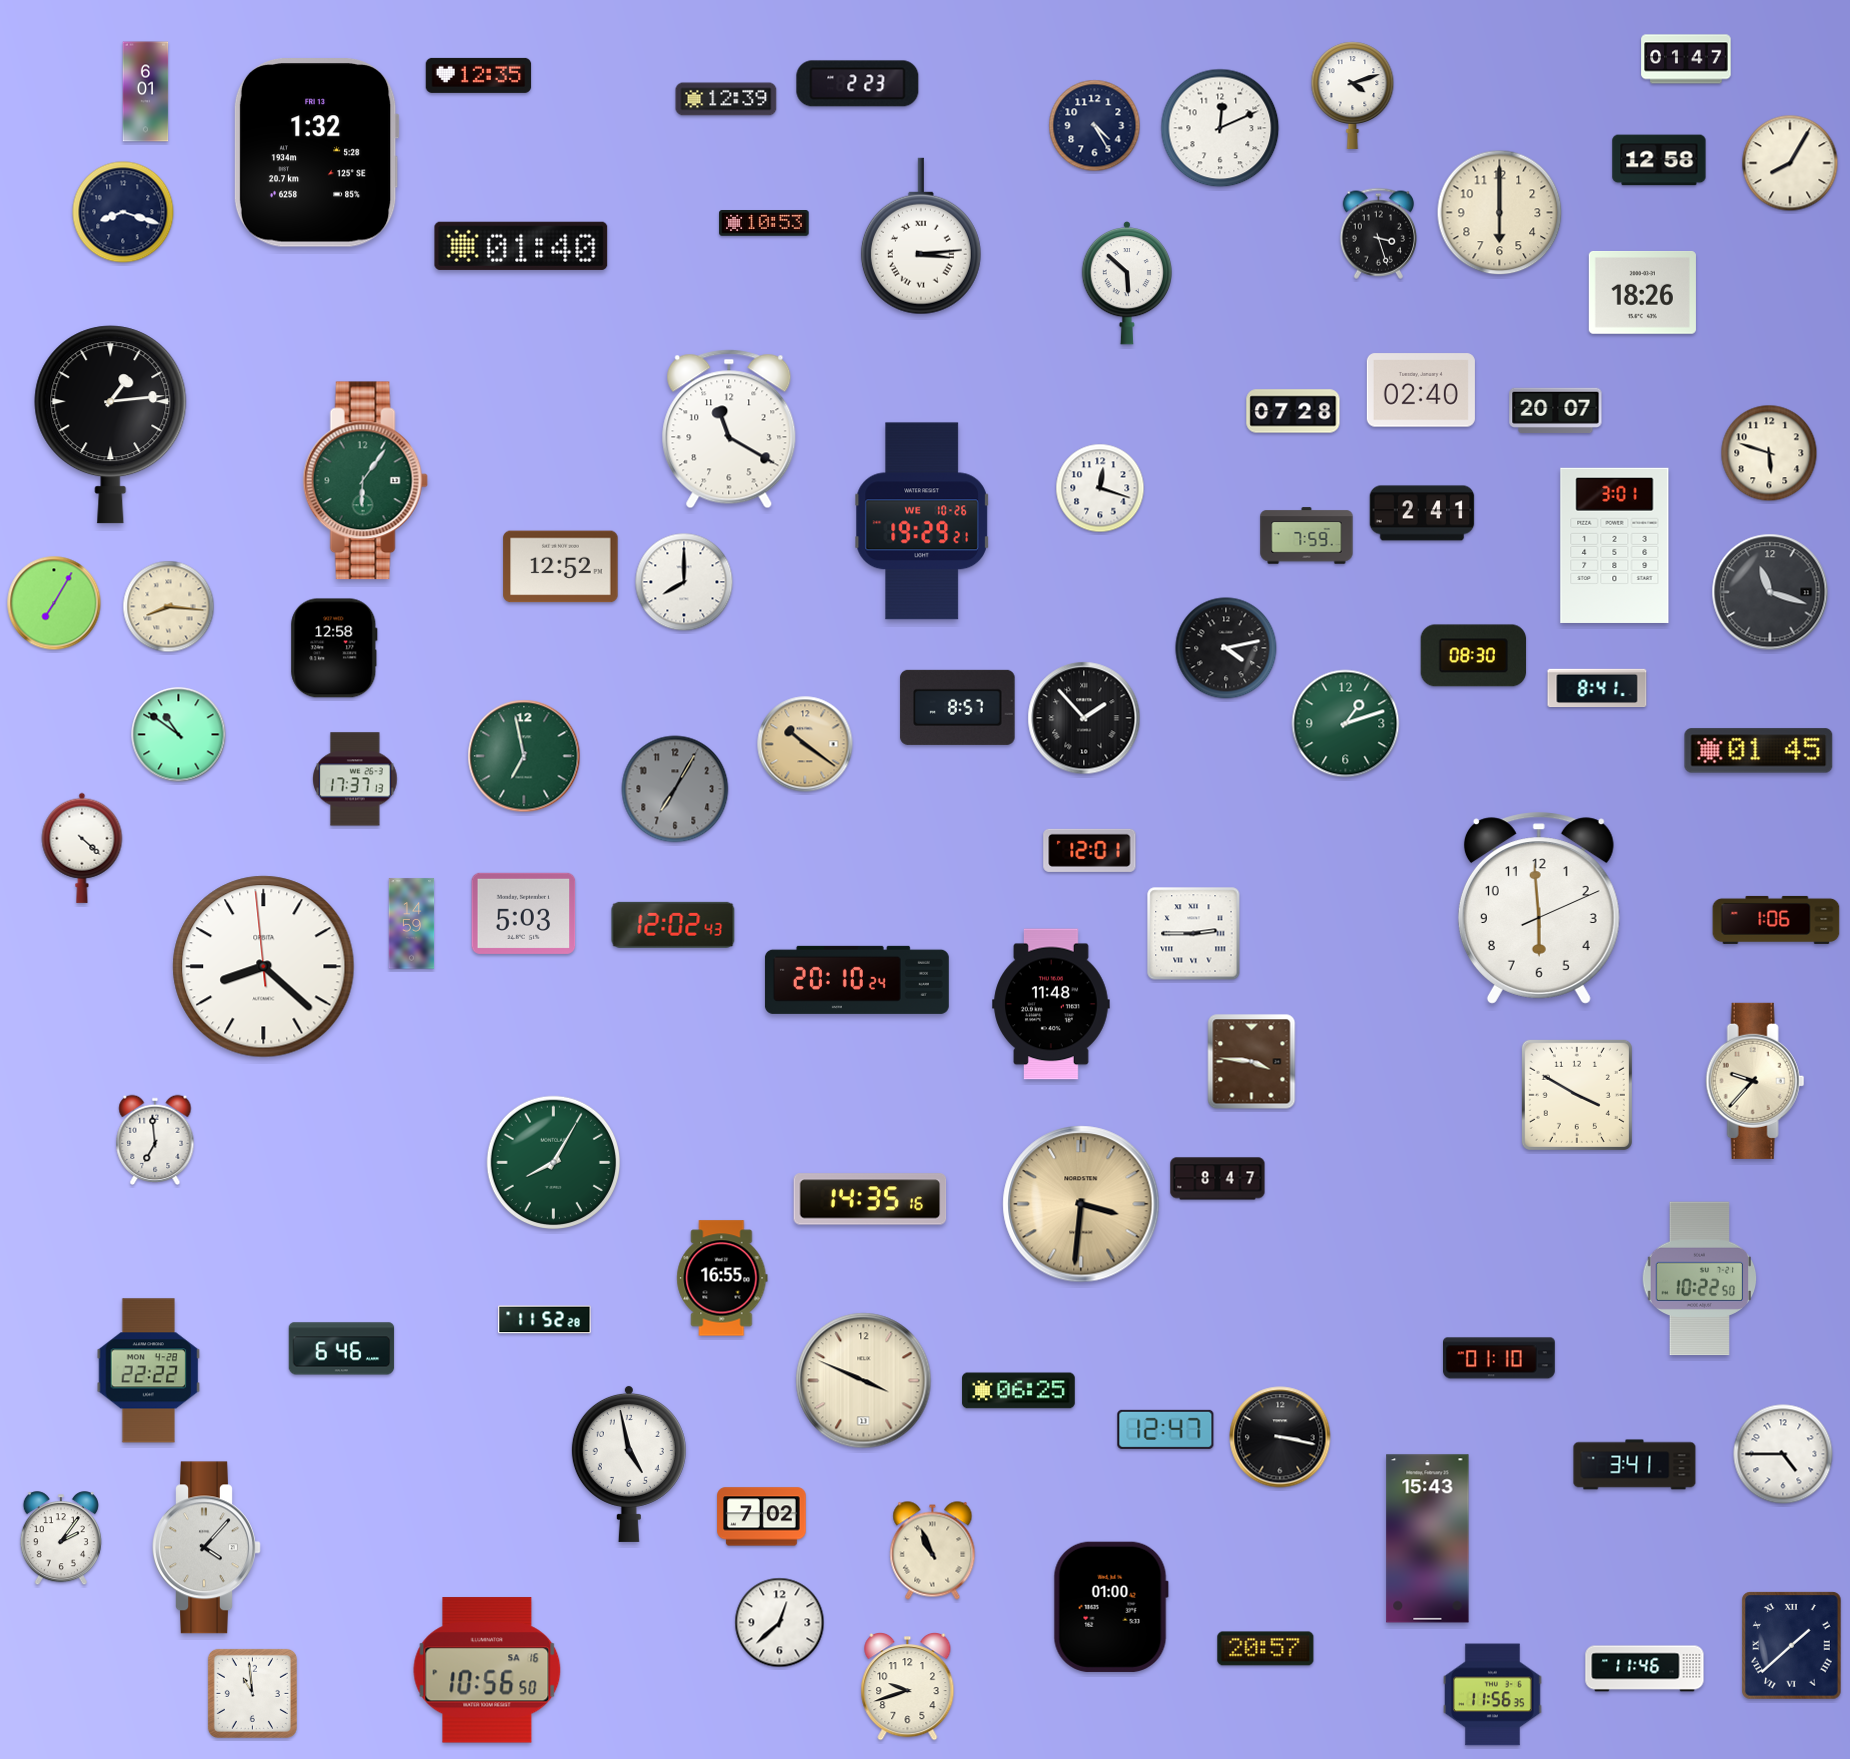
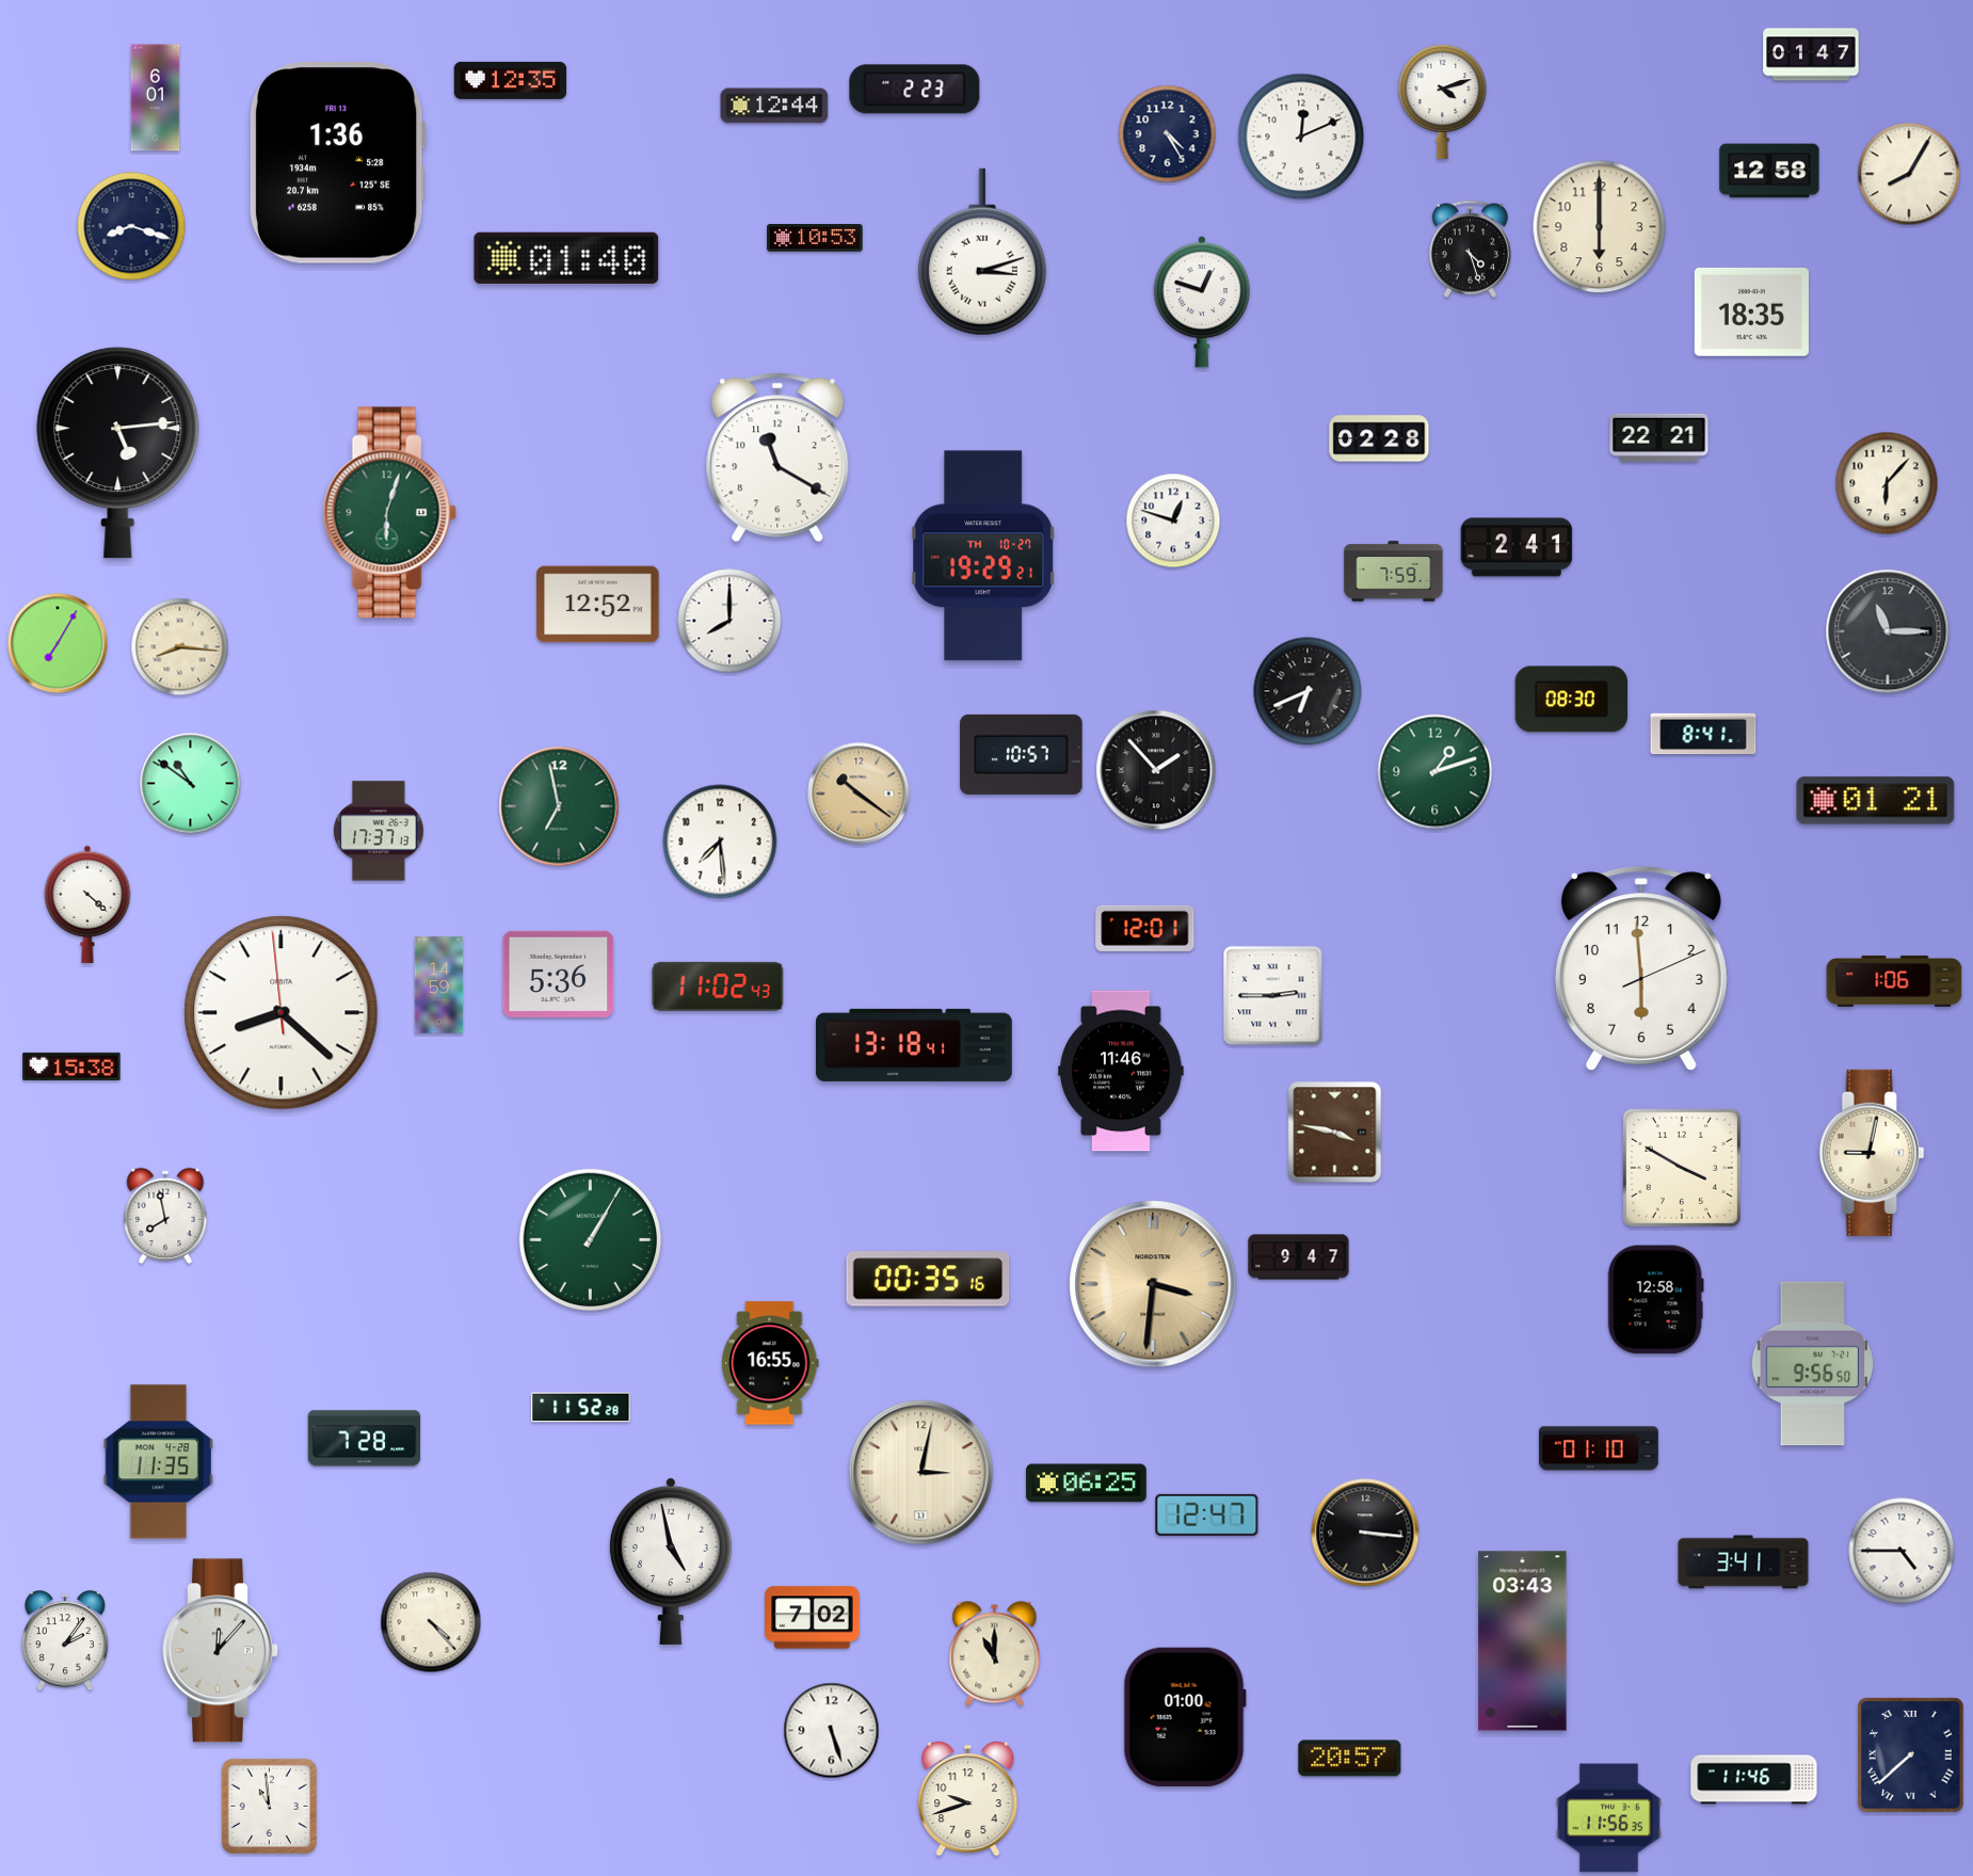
clock at (1686, 59) position: (1686, 59) -> (1811, 54)
clock at (726, 99): 12:39 -> 12:44
clock at (316, 153): 1:32 -> 1:36
clock at (1378, 233): 3:27 -> 4:27
clock at (921, 236): 3:14 -> 3:12
clock at (521, 246) position: (521, 246) -> (566, 258)
clock at (1126, 283): 5:52 -> 12:48
clock at (1642, 292): 18:26 -> 18:35
clock at (1421, 390): 02:40 -> none
clock at (1556, 410): 20:07 -> 22:21
clock at (1293, 411): 07:28 -> 02:28
clock at (111, 425): 1:14 -> 5:14
clock at (1769, 453): 5:48 -> 6:07
clock at (365, 481): 6:06 -> 6:03
clock at (1100, 488): 12:18 -> 12:48
clock at (922, 521) date: WE 10-26 -> TH 10-27
clock at (1615, 545): 3:01 -> none
clock at (1770, 592): 11:18 -> 11:15
clock at (334, 648): 12:58 -> none
clock at (1226, 648): 4:13 -> 6:41
clock at (958, 707): 8:57 -> 10:57
clock at (1084, 718) position: (1084, 718) -> (1156, 770)
clock at (1759, 751): 01:45 -> 01:21
clock at (675, 789): 7:05 -> 7:29
clock at (675, 789) dial: grey -> white
clock at (1090, 850) position: (1090, 850) -> (1145, 928)
clock at (524, 913): 5:03 -> 5:36
clock at (673, 925): 12:02 -> 11:02
clock at (264, 967) position: (264, 967) -> (282, 1013)
clock at (857, 980): 20:10 -> 13:18
clock at (71, 1067): none -> 15:38
clock at (1051, 1004): 11:48 -> 11:46
clock at (1252, 1062): 3:46 -> 3:47
clock at (1755, 1081): 9:37 -> 9:02
clock at (155, 1140): 6:59 -> 7:58
clock at (554, 1163): 8:05 -> 1:05
clock at (1218, 1179): 8:47 -> 9:47
clock at (870, 1199): 14:35 -> 00:35
clock at (1655, 1300): none -> 12:58
clock at (1700, 1279): 10:22 -> 9:56
clock at (342, 1349): 6:46 -> 7:28
clock at (149, 1371): 22:22 -> 11:35
clock at (864, 1381): 3:49 -> 3:02
clock at (1166, 1429) position: (1166, 1429) -> (1207, 1514)
clock at (1280, 1437): 3:17 -> 3:16
clock at (431, 1622): none -> 4:23
clock at (1428, 1539): 15:43 -> 03:43
clock at (207, 1548): 4:07 -> 12:07
clock at (933, 1551): 10:56 -> 11:00
clock at (1111, 1607) position: (1111, 1607) -> (1185, 1717)
clock at (780, 1623): 12:38 -> 5:27
clock at (1792, 1646): 1:38 -> 7:38
clock at (487, 1670): 10:56 -> none
clock at (1493, 1695) position: (1493, 1695) -> (1609, 1818)
